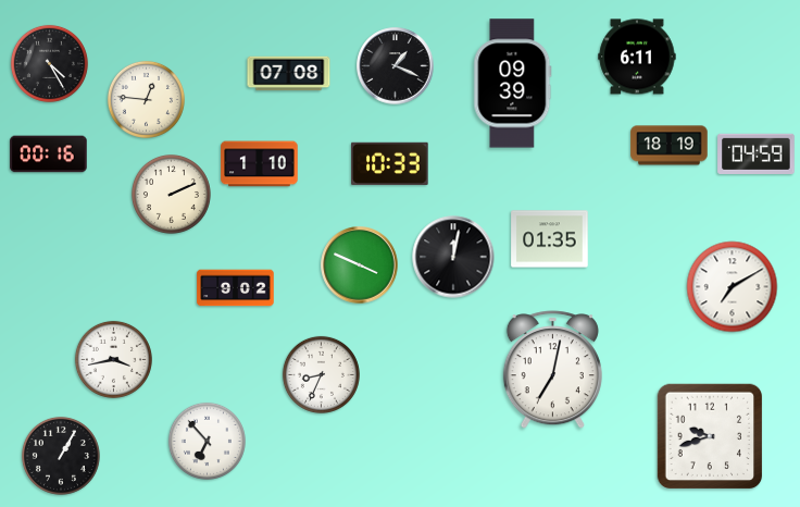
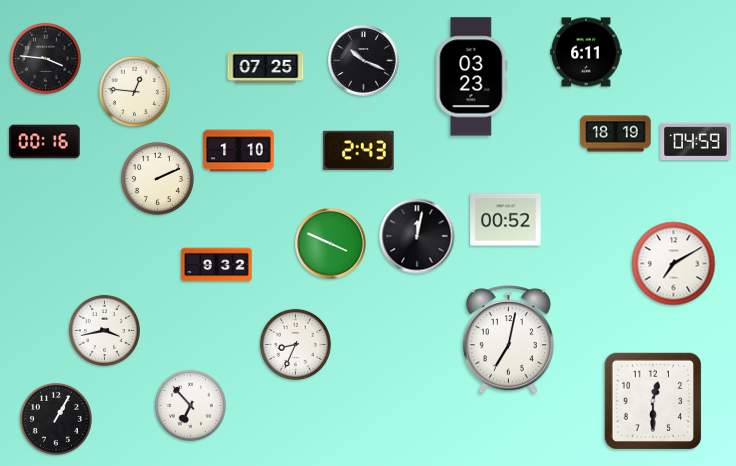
clock at (49, 63): 4:25 -> 3:46
clock at (396, 66): 1:19 -> 10:19
clock at (289, 74): 07:08 -> 07:25
clock at (513, 84): 09:39 -> 03:23
clock at (390, 163): 10:33 -> 2:43
clock at (550, 239): 01:35 -> 00:52
clock at (236, 288): 9:02 -> 9:32
clock at (710, 436): 9:42 -> 12:30
